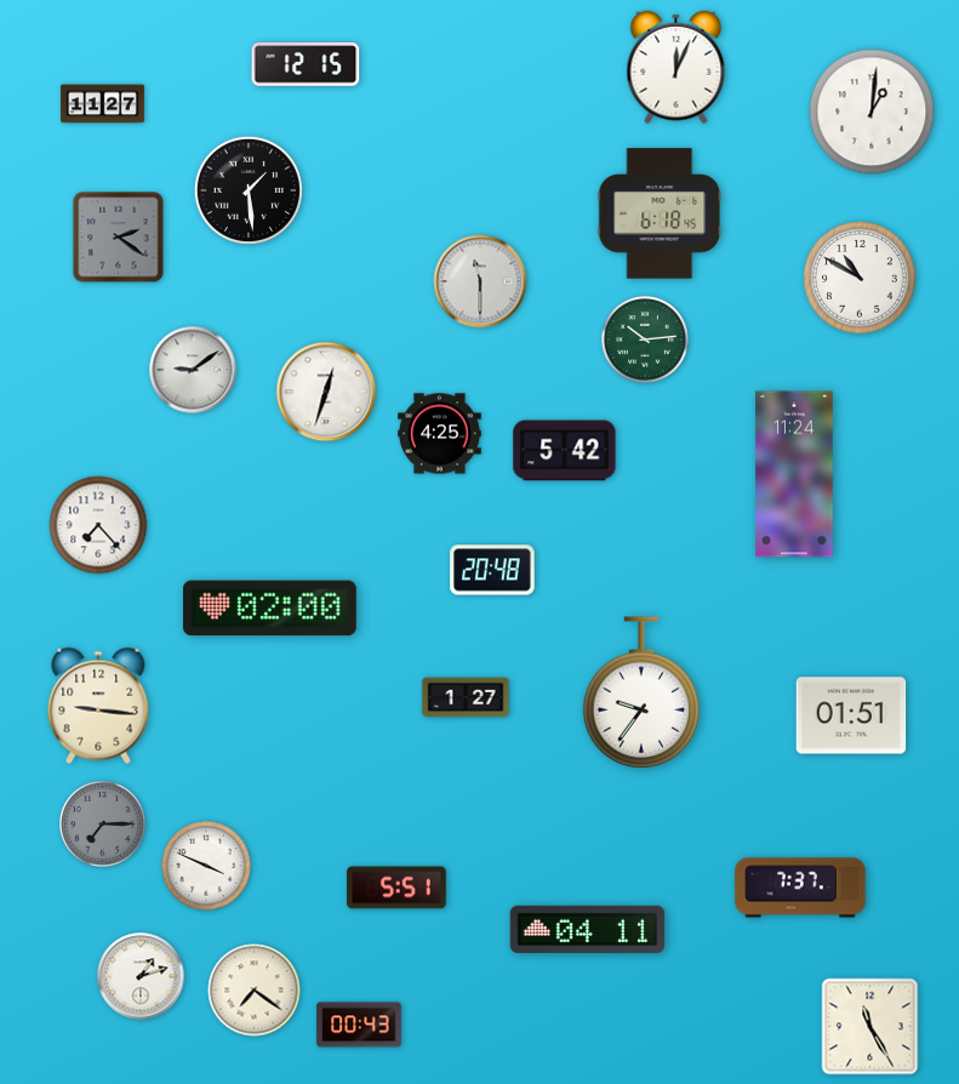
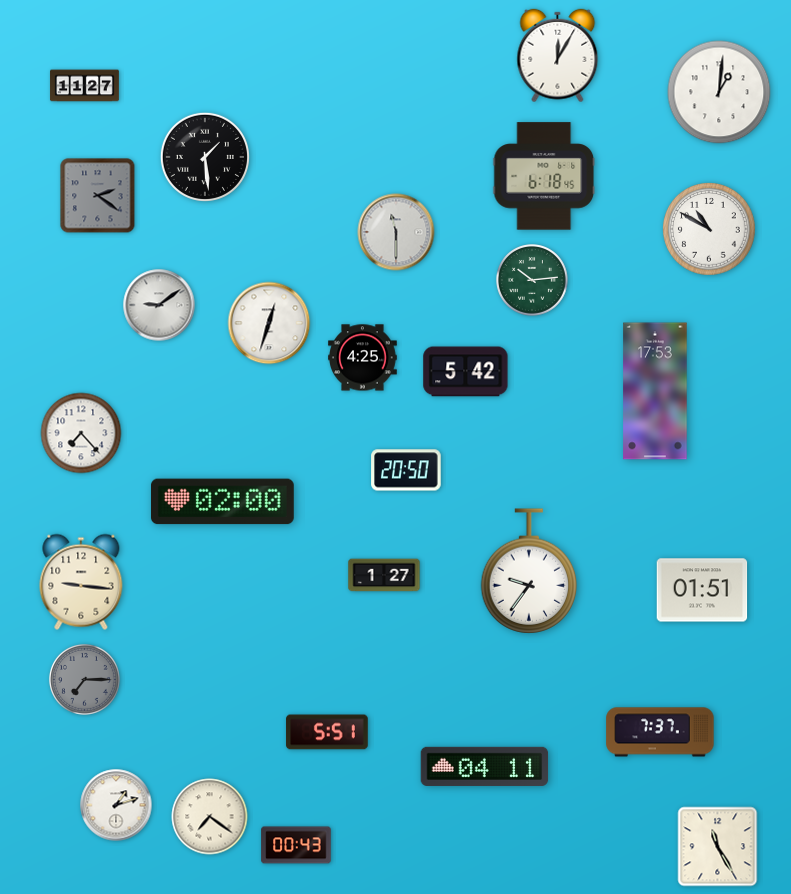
clock at (306, 65): 12:15 -> none
clock at (677, 68): 12:04 -> 12:05
clock at (794, 474): 11:24 -> 17:53
clock at (492, 570): 20:48 -> 20:50
clock at (206, 866): 3:49 -> none
